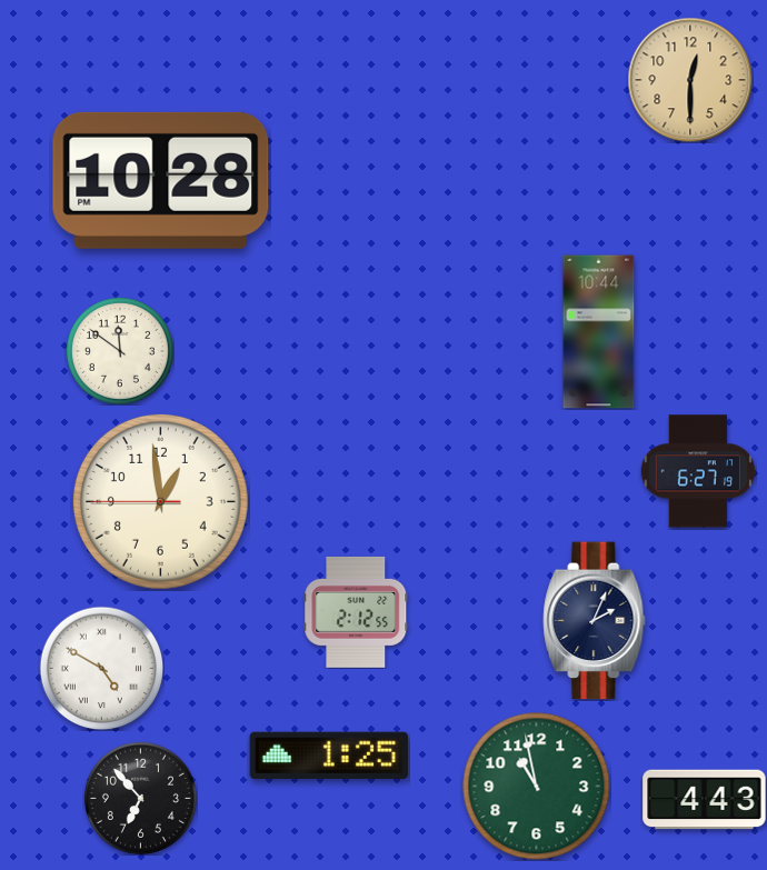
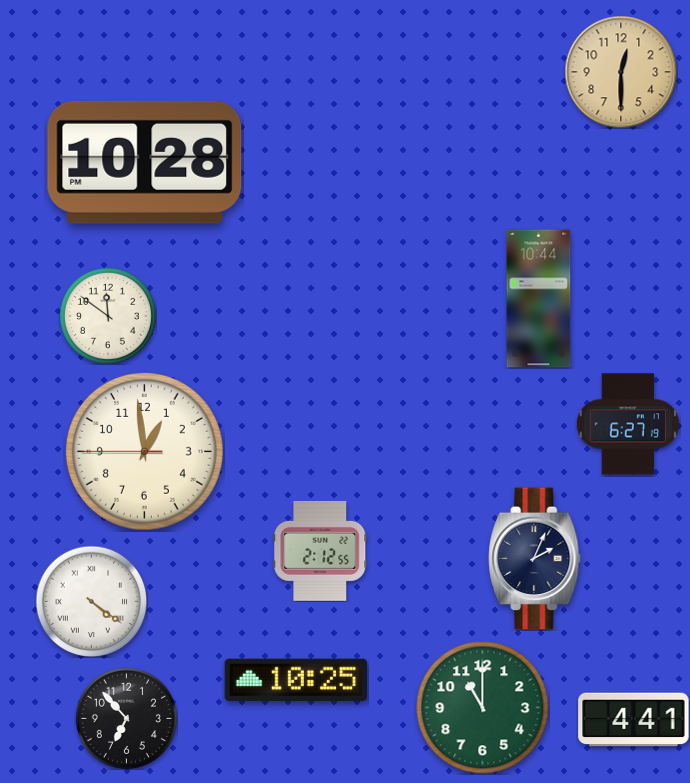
clock at (101, 668): 4:50 -> 4:21
clock at (329, 756): 1:25 -> 10:25
clock at (537, 787): 10:58 -> 11:00
clock at (705, 800): 4:43 -> 4:41
